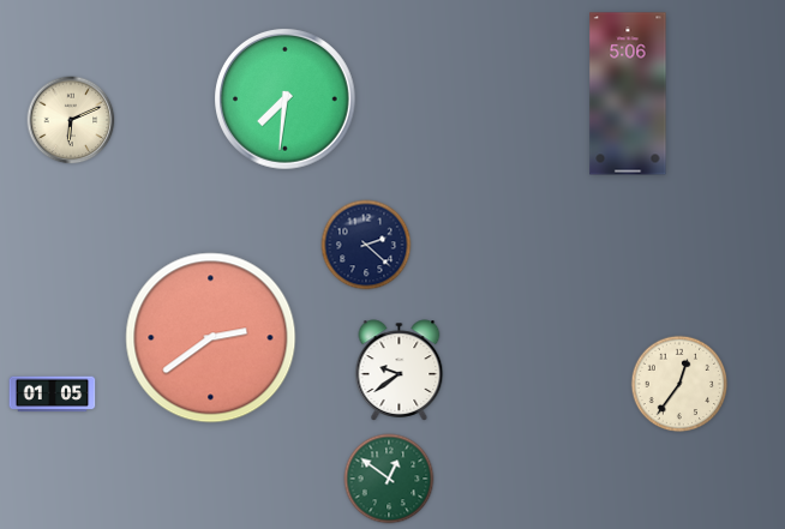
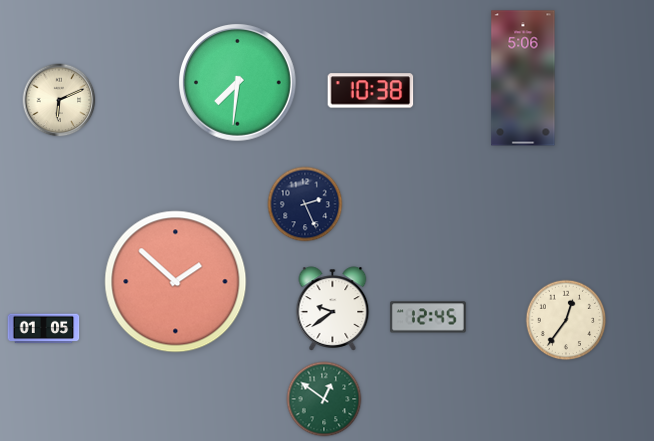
clock at (371, 91): none -> 10:38
clock at (366, 245): 2:22 -> 2:26
clock at (211, 338): 2:39 -> 1:52
clock at (428, 317): none -> 12:45
